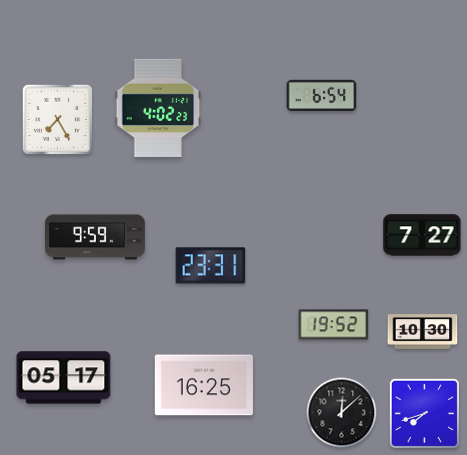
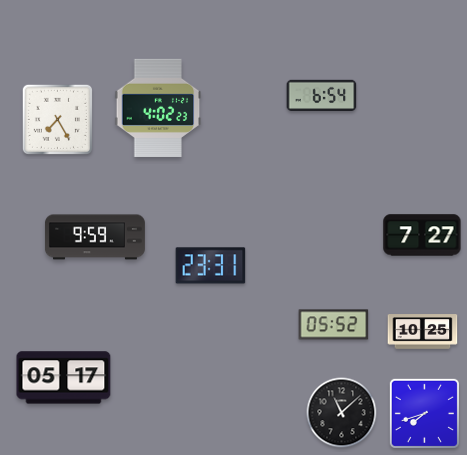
clock at (334, 325): 19:52 -> 05:52
clock at (423, 332): 10:30 -> 10:25
clock at (204, 385): 16:25 -> none
clock at (342, 413): 12:08 -> 11:08
